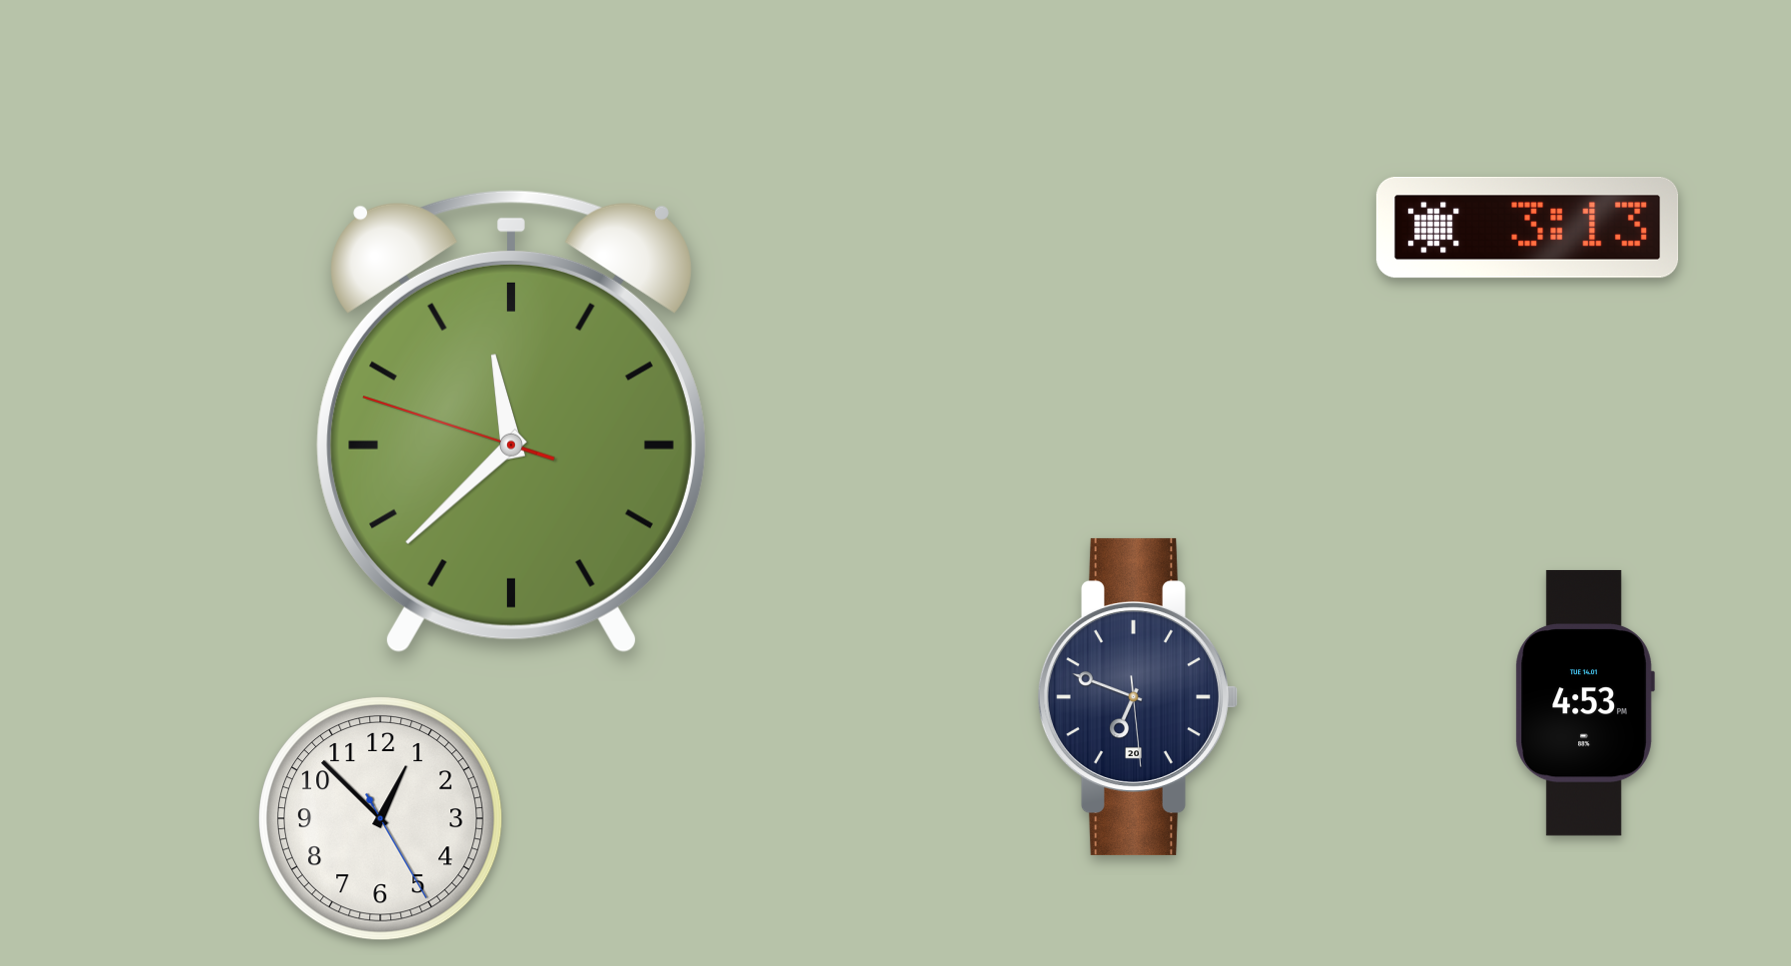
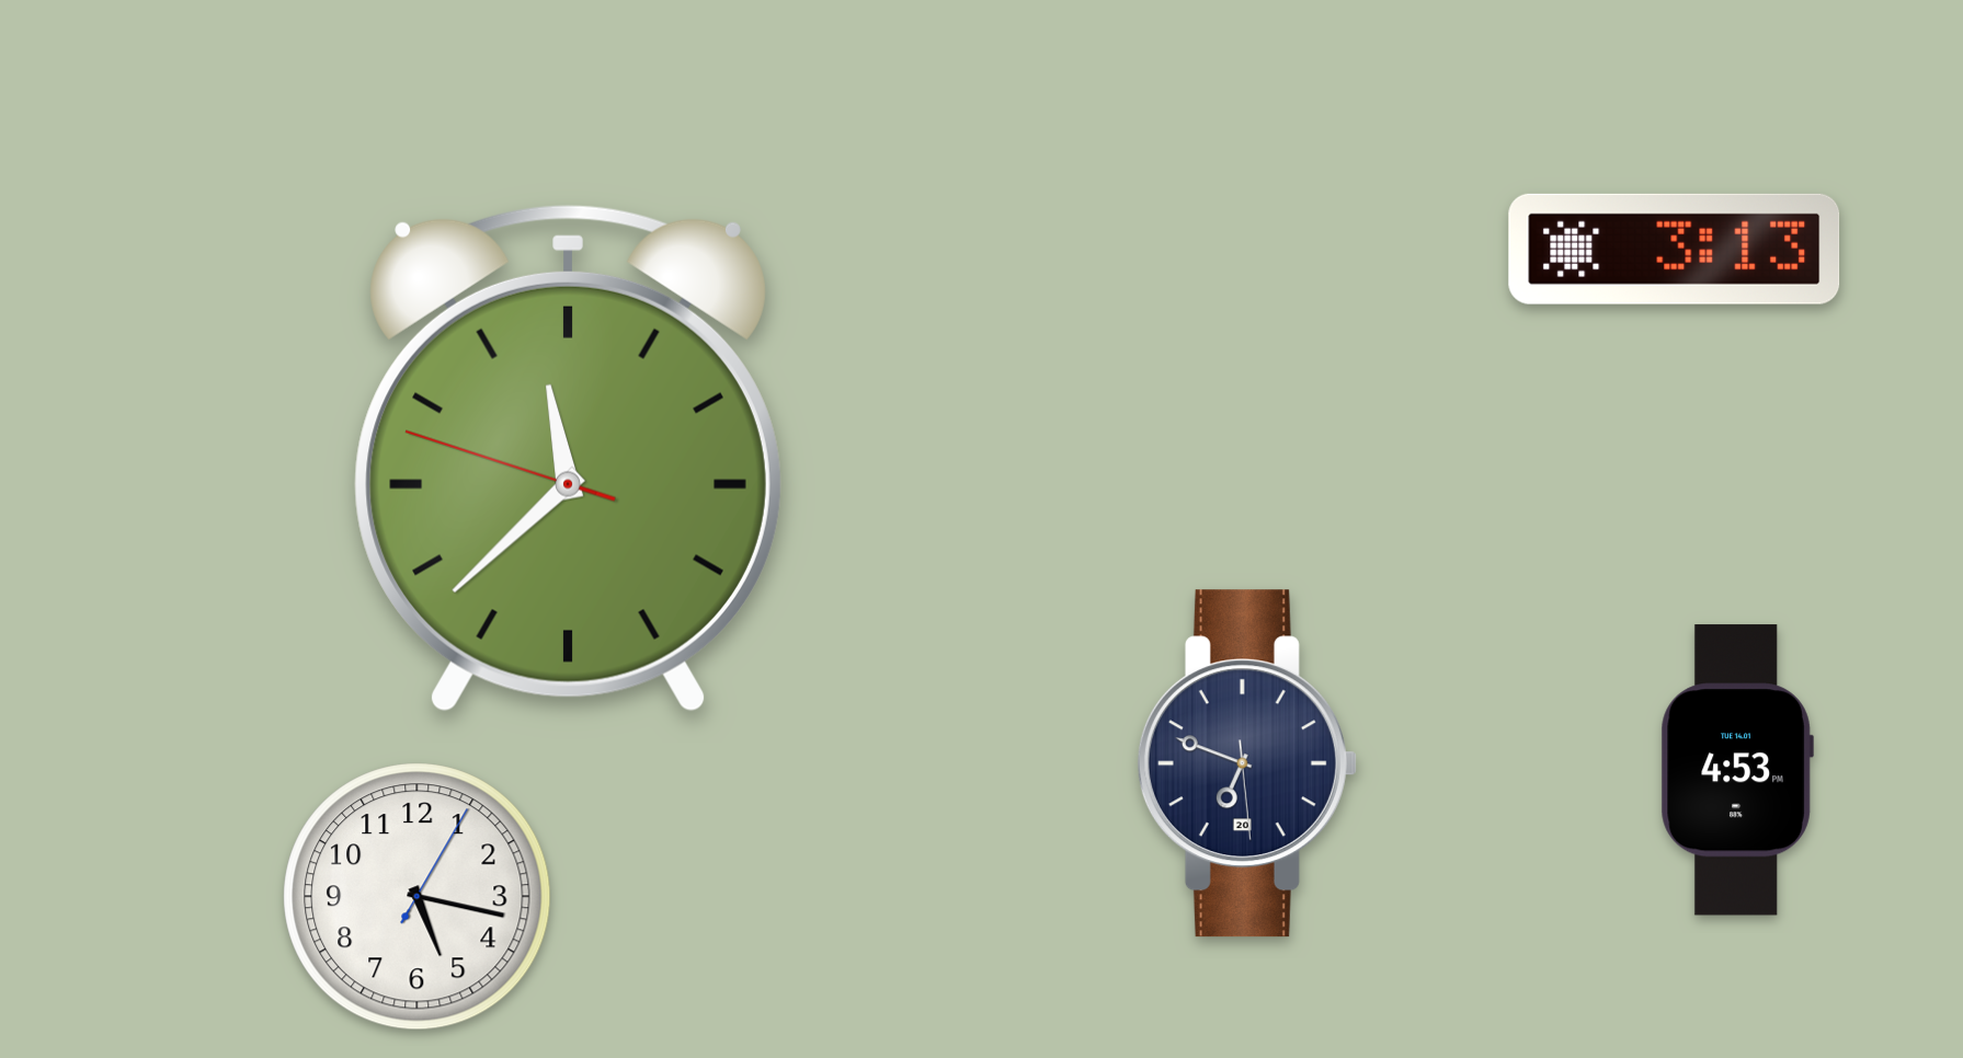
clock at (511, 422) position: (511, 422) -> (568, 459)
clock at (381, 819): 12:52 -> 5:17
